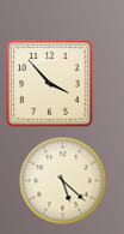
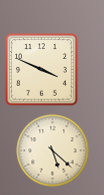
clock at (50, 84): 3:53 -> 3:49
